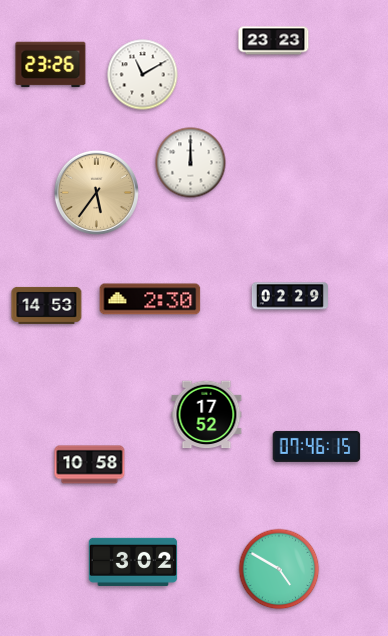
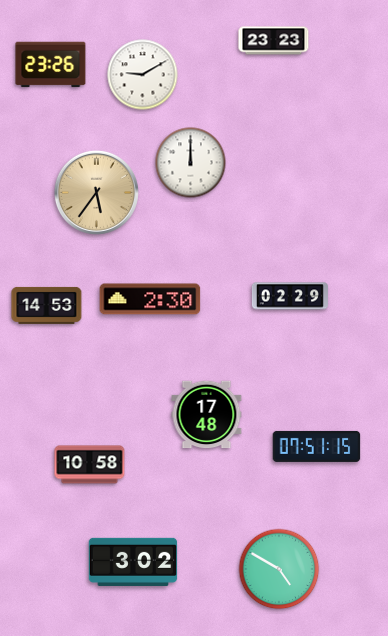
clock at (143, 75): 11:10 -> 9:10
clock at (207, 415): 17:52 -> 17:48
clock at (317, 446): 07:46 -> 07:51
